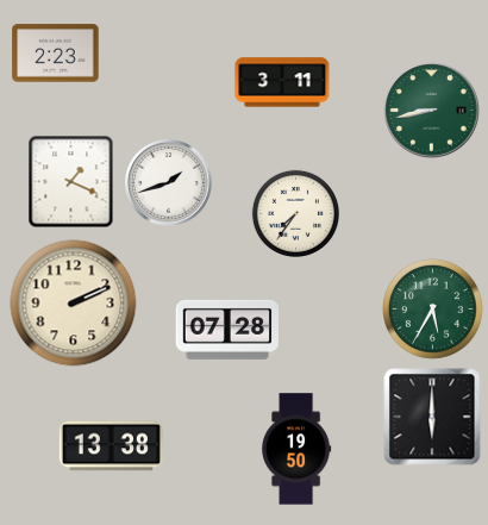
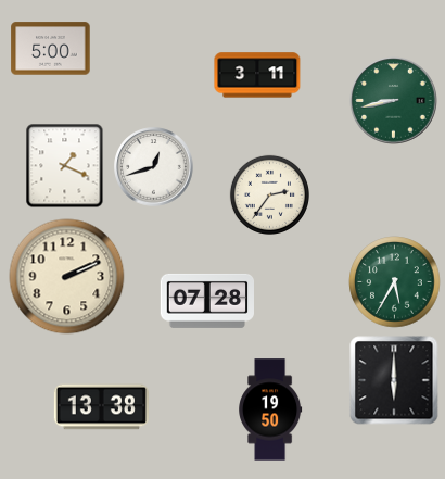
clock at (56, 54): 2:23 -> 5:00
clock at (169, 183): 1:42 -> 12:42
clock at (295, 213): 7:36 -> 2:36
